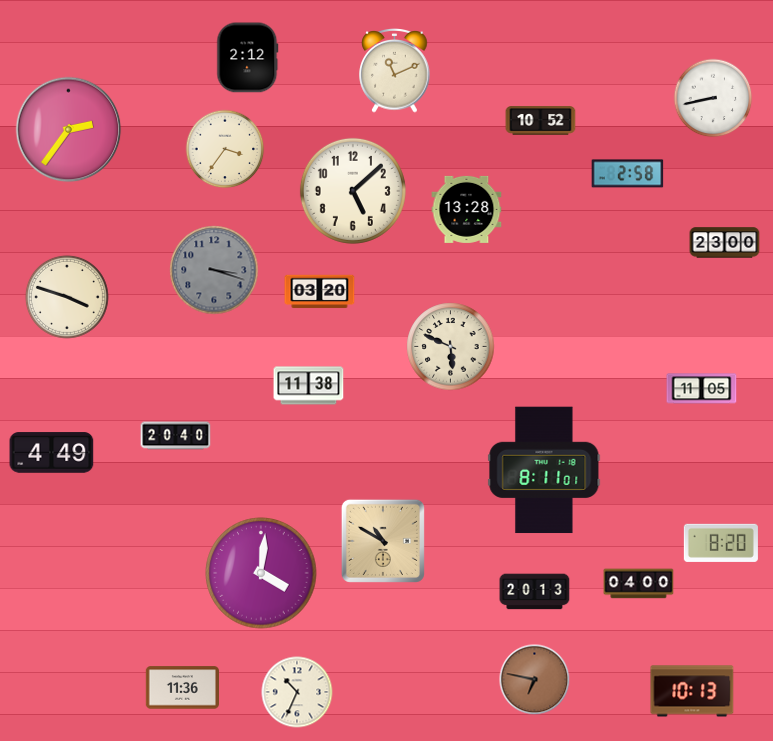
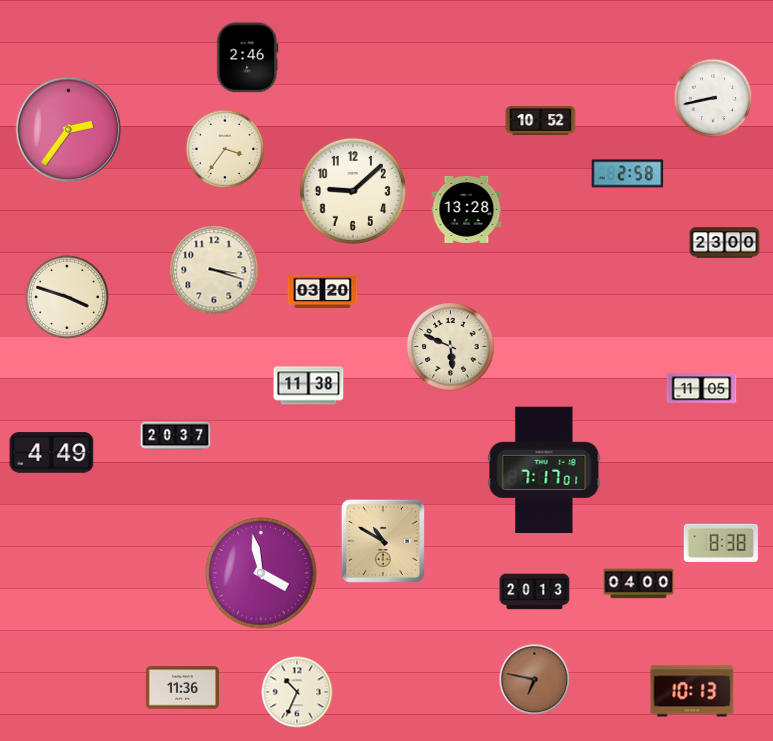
clock at (248, 58): 2:12 -> 2:46
clock at (395, 71): 11:11 -> none
clock at (353, 191): 5:08 -> 9:08
clock at (214, 270) dial: grey -> cream
clock at (320, 292) position: (320, 292) -> (323, 292)
clock at (176, 436): 20:40 -> 20:37
clock at (544, 470): 8:11 -> 7:17
clock at (721, 543): 8:20 -> 8:38
clock at (261, 573): 4:01 -> 3:58
